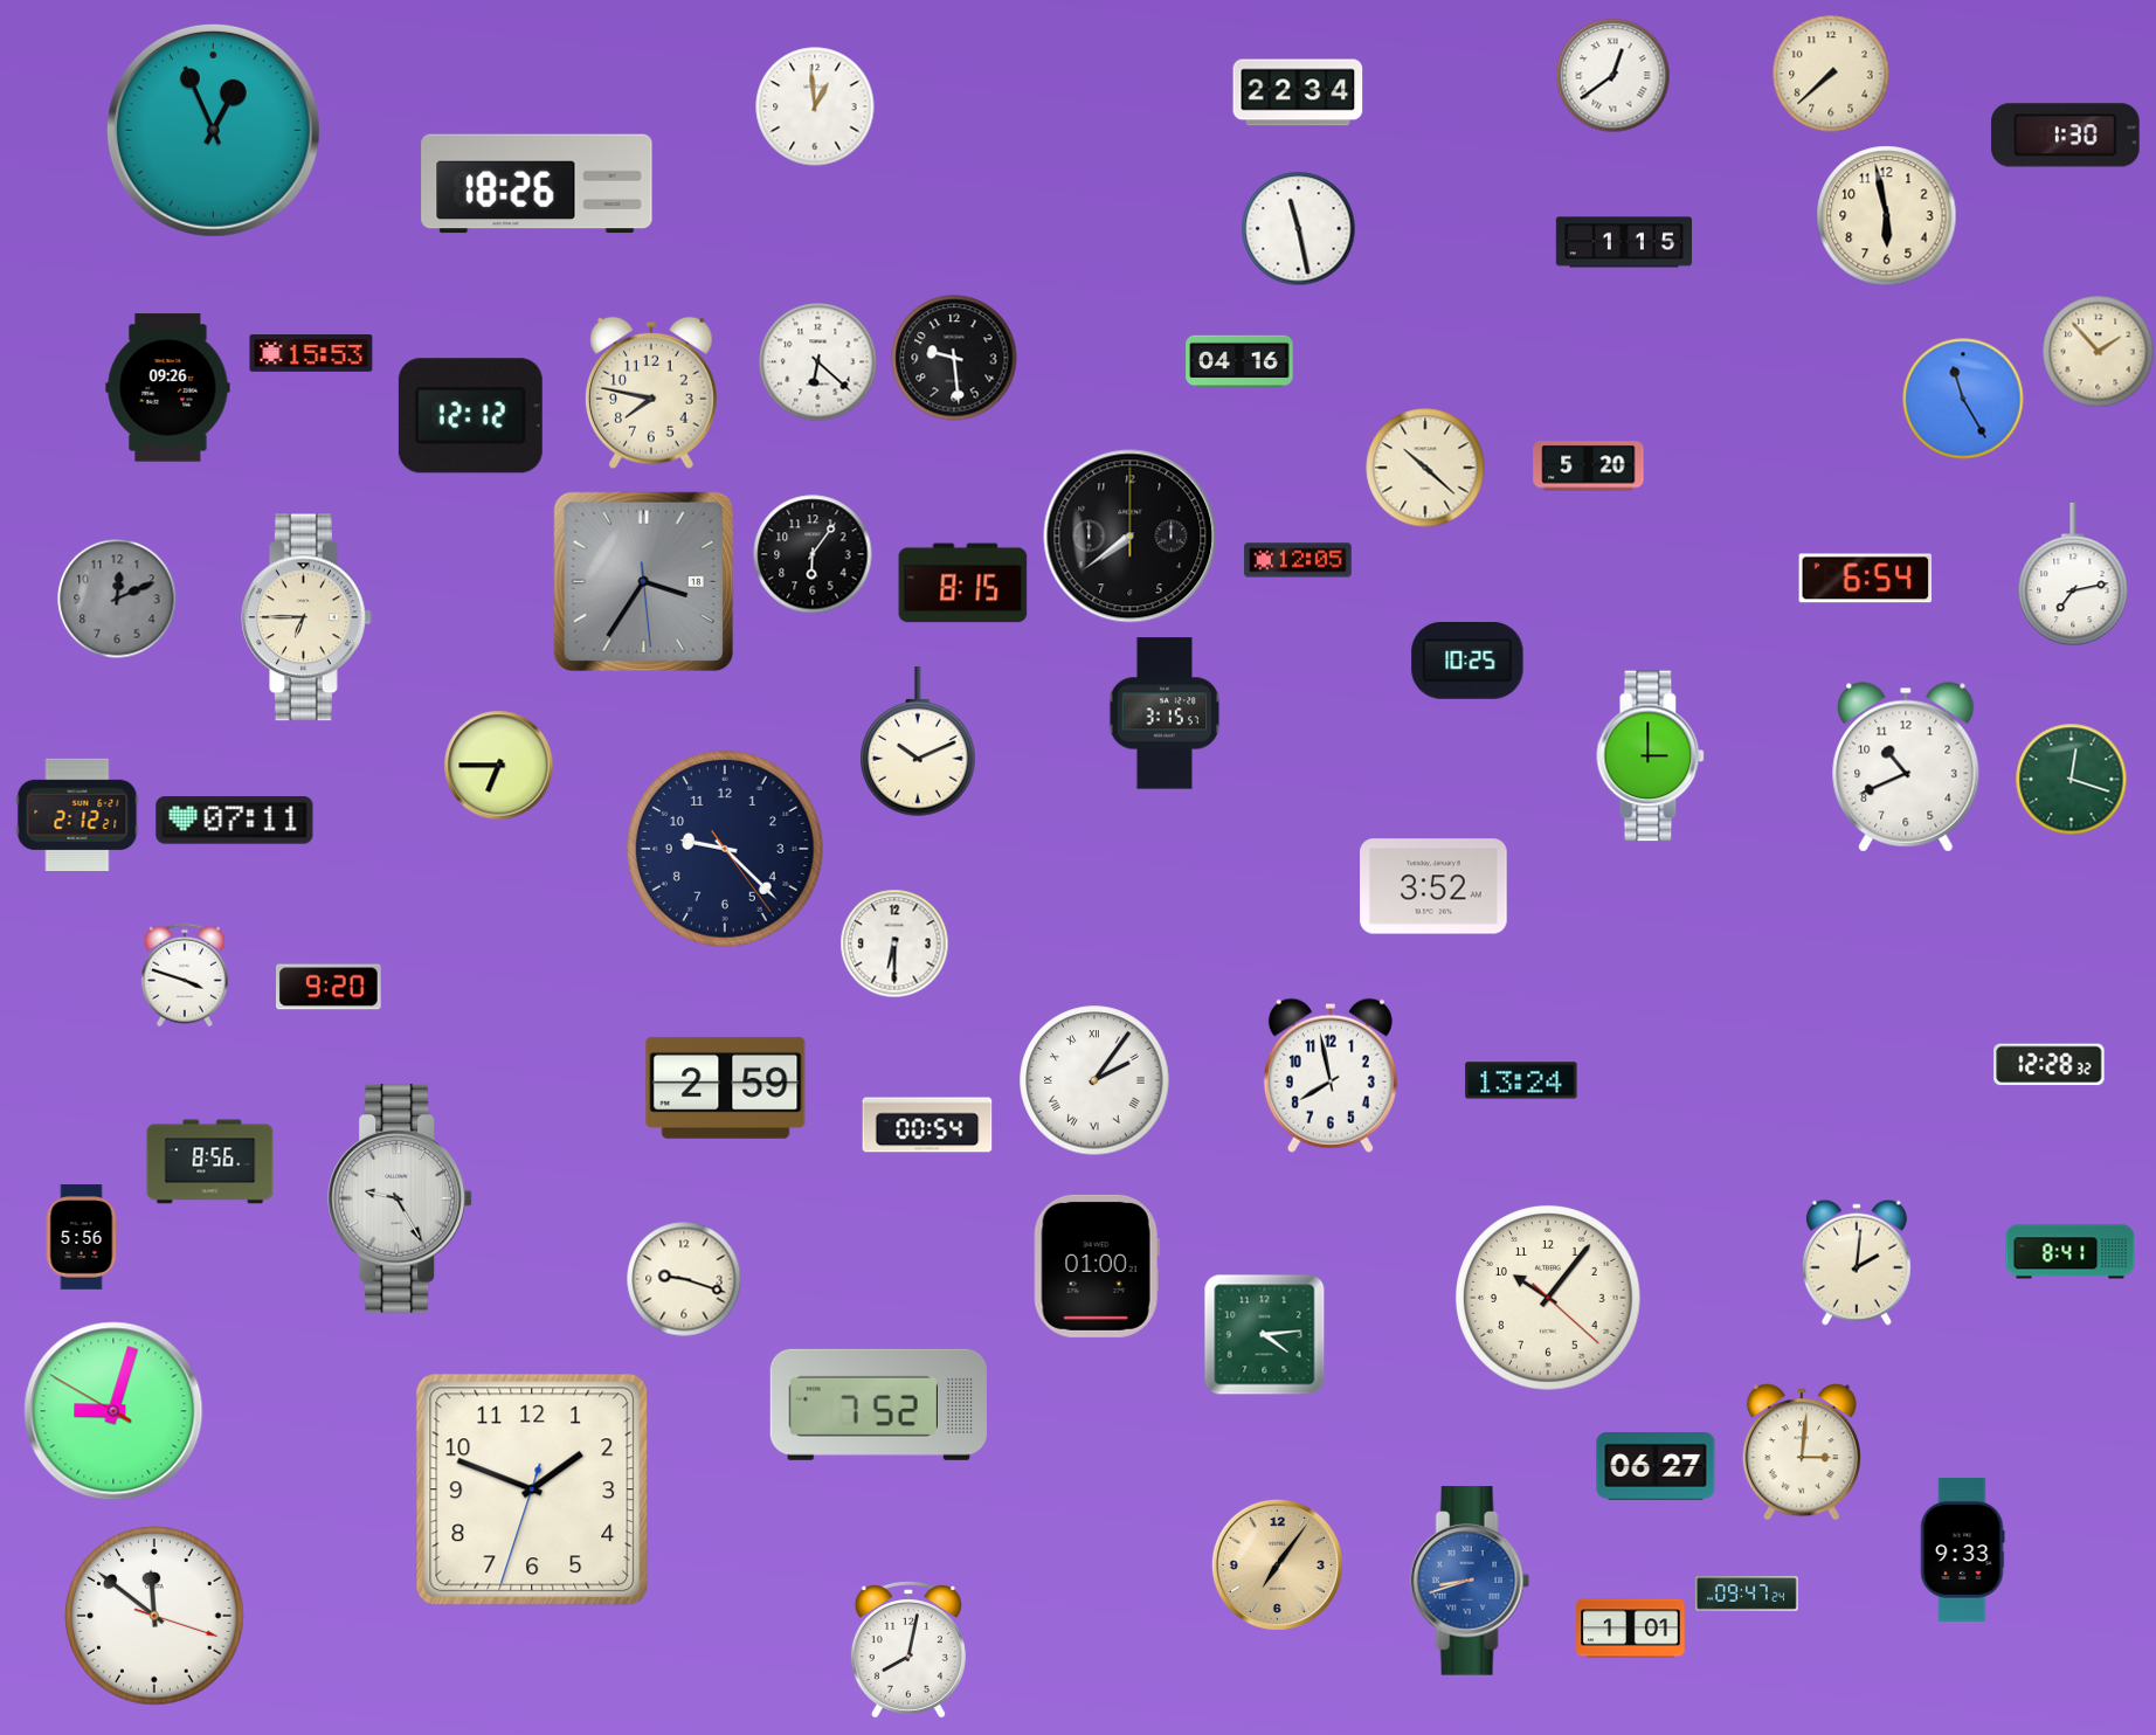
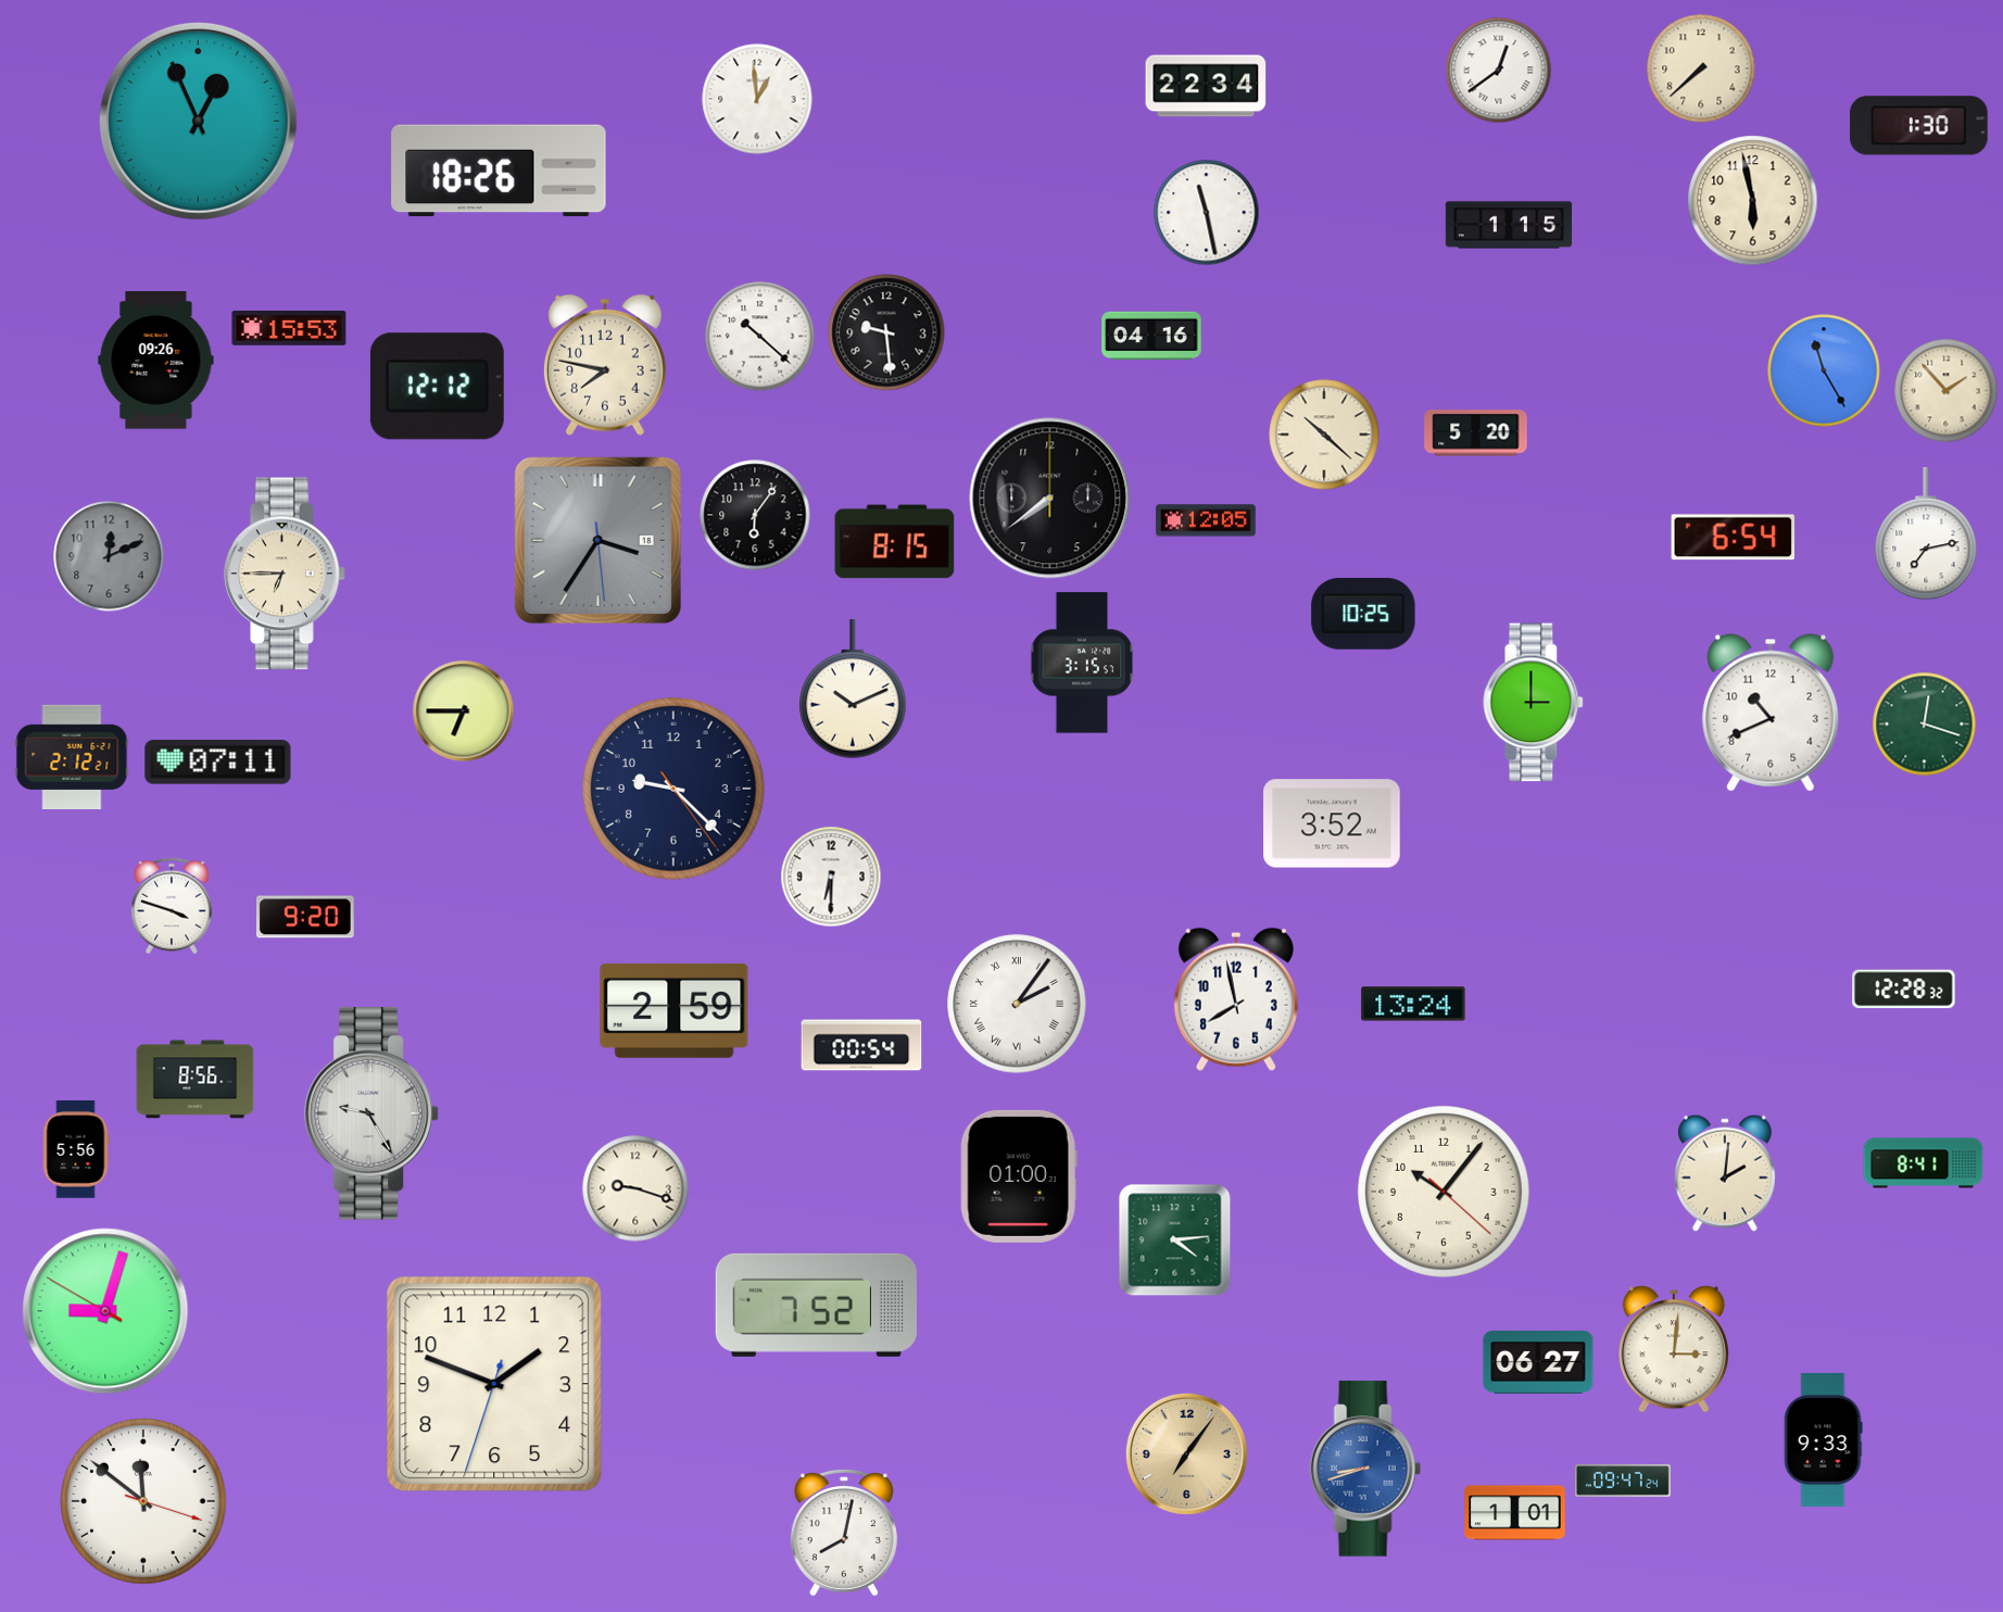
clock at (2099, 352) position: (2099, 352) -> (1947, 391)
clock at (818, 362): 6:22 -> 10:22
clock at (1549, 1299) position: (1549, 1299) -> (1445, 1193)
